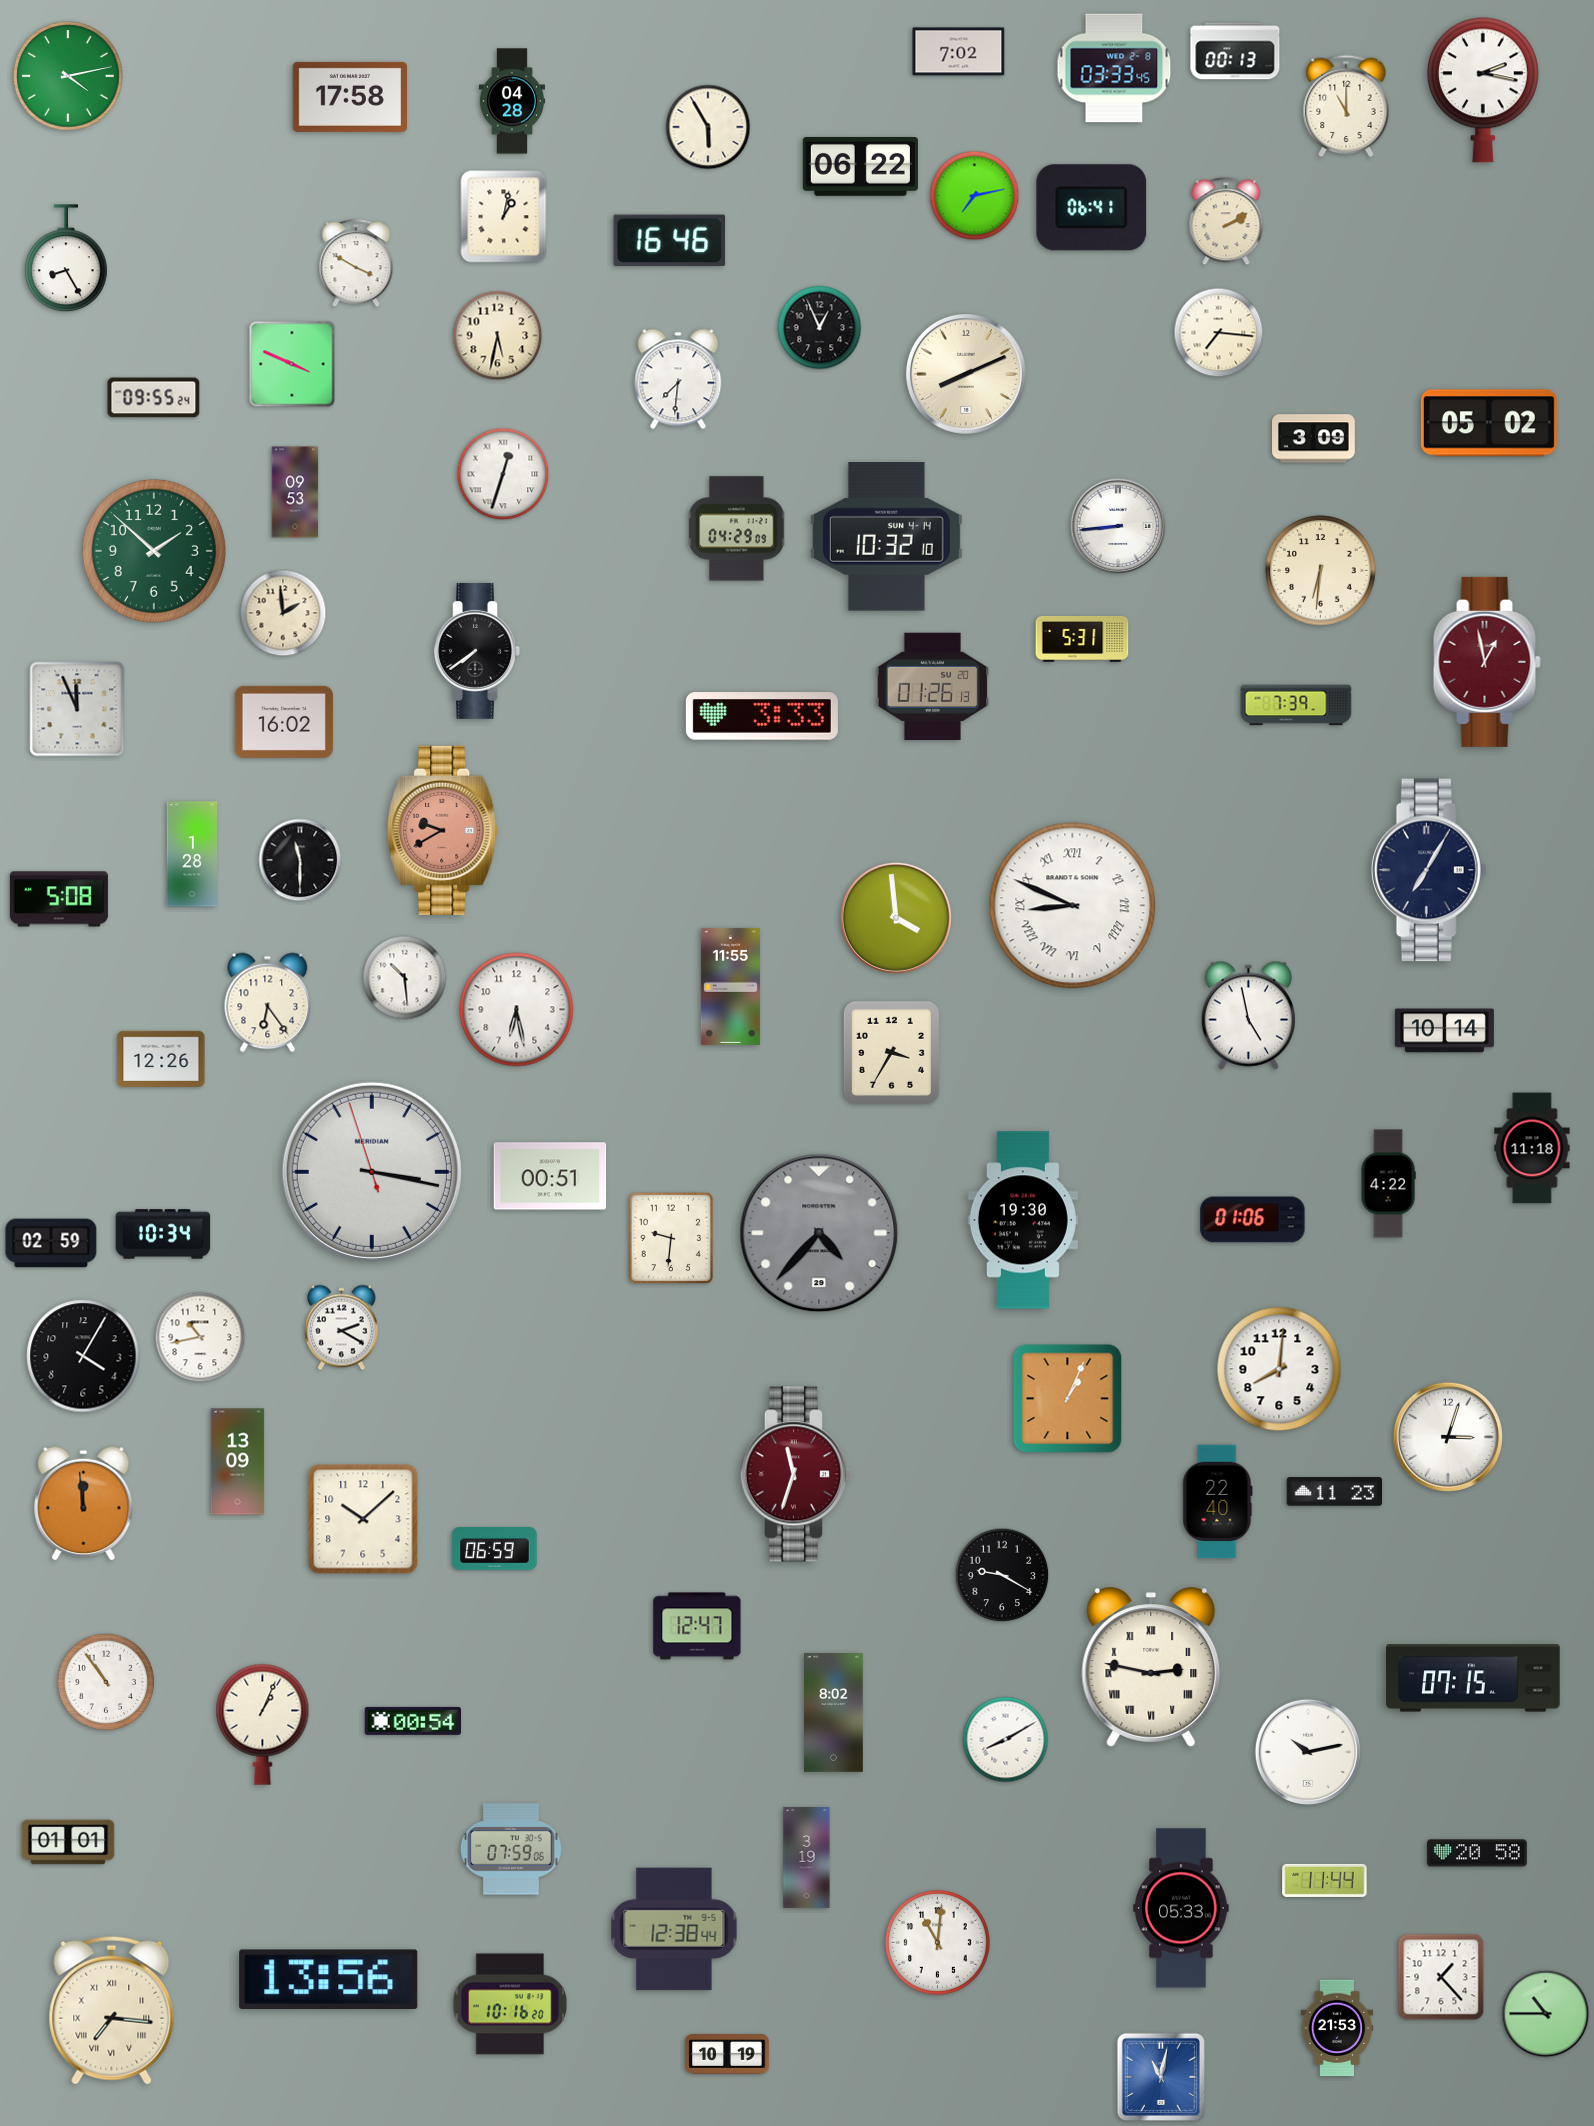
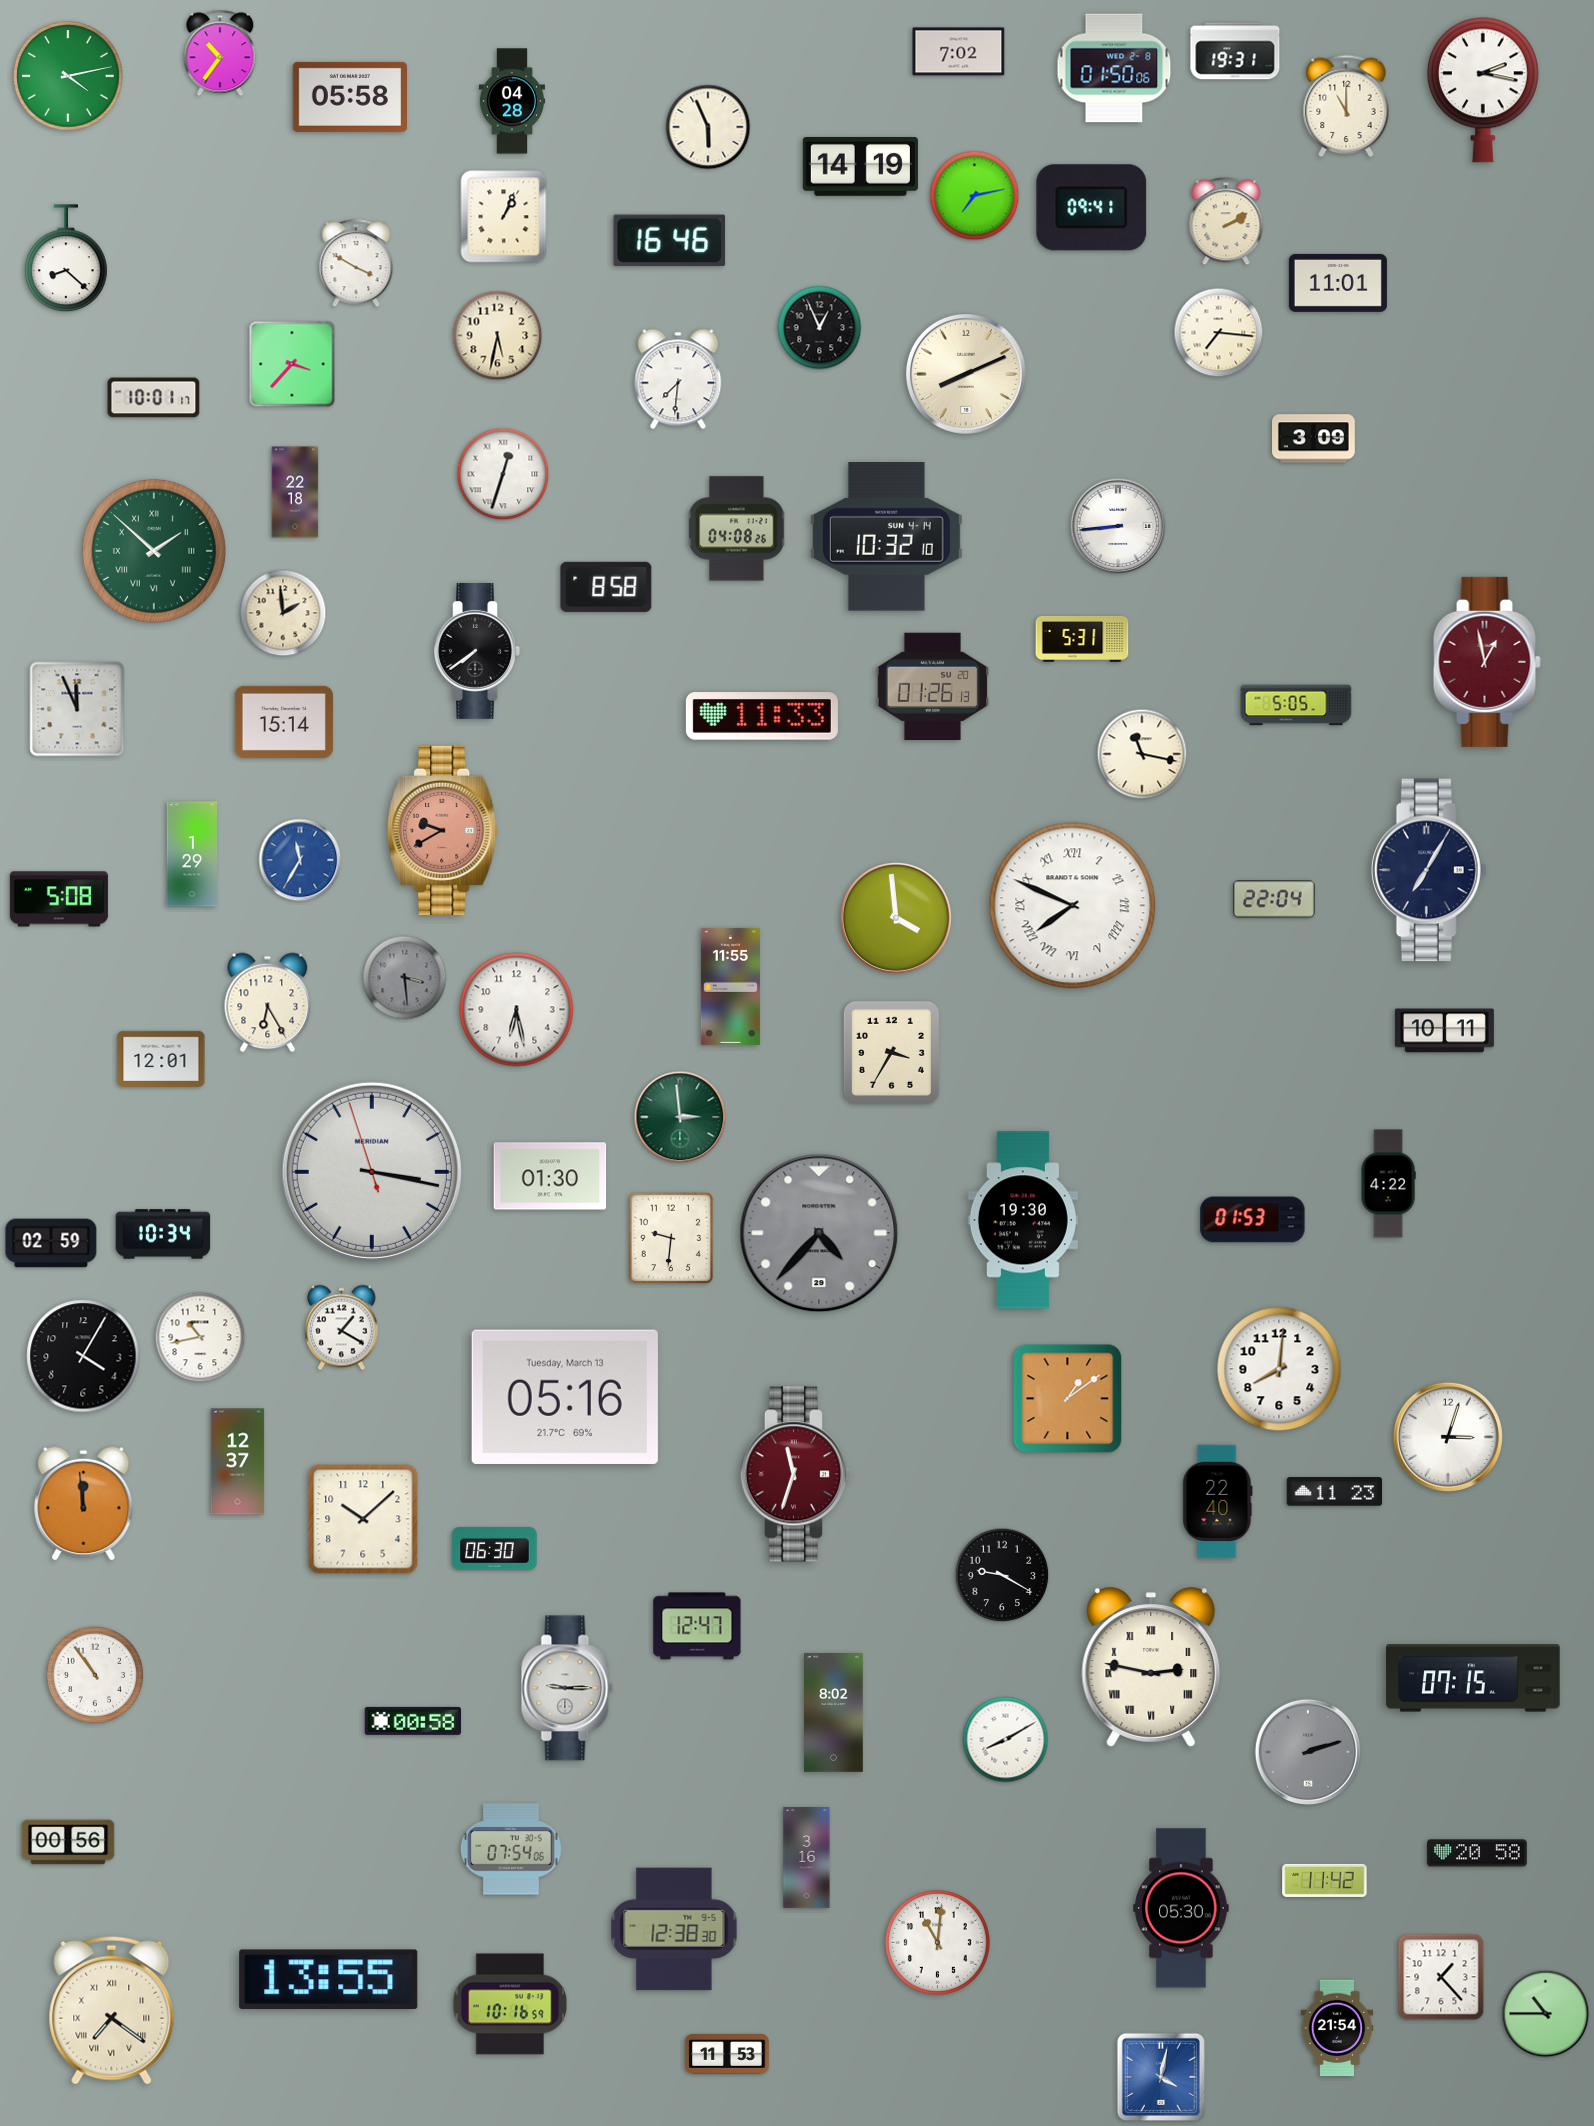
clock at (1235, 51): 00:13 -> 19:31
clock at (220, 53): none -> 10:36
clock at (1114, 68): 03:33 -> 01:50
clock at (349, 97): 17:58 -> 05:58
clock at (708, 127): 5:55 -> 5:56
clock at (860, 166): 06:22 -> 14:19
clock at (1092, 208): 06:41 -> 09:41
clock at (504, 217): 1:02 -> 1:04
clock at (67, 259): 8:25 -> 8:22
clock at (1338, 283): none -> 11:01
clock at (292, 364): 3:49 -> 3:37
clock at (154, 398): 09:55 -> 10:01
clock at (1489, 423): 05:02 -> none
clock at (295, 492): 09:53 -> 22:18
clock at (737, 529): 04:29 -> 04:08
clock at (154, 551) numerals: Arabic -> Roman
clock at (1321, 571): 6:31 -> none
clock at (606, 587): none -> 8:58
clock at (1296, 705): 7:39 -> 5:05
clock at (762, 716): 3:33 -> 11:33
clock at (284, 722): 16:02 -> 15:14
clock at (1142, 754): none -> 11:17
clock at (192, 854): 1:28 -> 1:29
clock at (300, 860): 11:30 -> 11:35
clock at (300, 860) dial: black -> blue
clock at (1274, 899): none -> 22:04
clock at (1073, 906): 8:49 -> 7:49
clock at (405, 978): 10:29 -> 3:29
clock at (405, 978) dial: white -> grey
clock at (268, 1003): 6:24 -> 6:25
clock at (1248, 1015): 4:58 -> none
clock at (1444, 1031): 10:14 -> 10:11
clock at (161, 1058): 12:26 -> 12:01
clock at (680, 1117): none -> 2:59
clock at (1532, 1148): 11:18 -> none
clock at (550, 1176): 00:51 -> 01:30
clock at (1253, 1220): 01:06 -> 01:53
clock at (342, 1328): 2:20 -> 1:20
clock at (565, 1397): none -> 05:16
clock at (1068, 1399): 1:04 -> 1:09
clock at (238, 1462): 13:09 -> 12:37
clock at (495, 1549): 06:59 -> 06:30
clock at (106, 1682) position: (106, 1682) -> (95, 1675)
clock at (567, 1688): none -> 9:15
clock at (412, 1721): 00:54 -> 00:58
clock at (263, 1724): 1:04 -> none
clock at (1308, 1752): 10:13 -> 2:12
clock at (1308, 1752) dial: white -> grey
clock at (68, 1842): 01:01 -> 00:56
clock at (511, 1849): 07:59 -> 07:54
clock at (807, 1858): 3:19 -> 3:16
clock at (1325, 1880): 11:44 -> 11:42
clock at (1181, 1908): 05:33 -> 05:30
clock at (674, 1929): 12:38:44 -> 12:38:30
clock at (329, 1979): 13:56 -> 13:55
clock at (510, 2004): 10:16:20 -> 10:16:59
clock at (112, 2010): 7:16 -> 7:21
clock at (1337, 2028): 21:53 -> 21:54
clock at (727, 2055): 10:19 -> 11:53
clock at (1161, 2077): 11:02 -> 4:02
